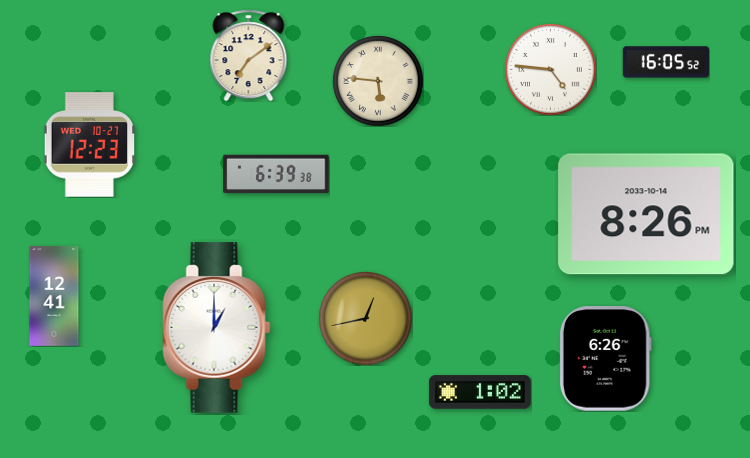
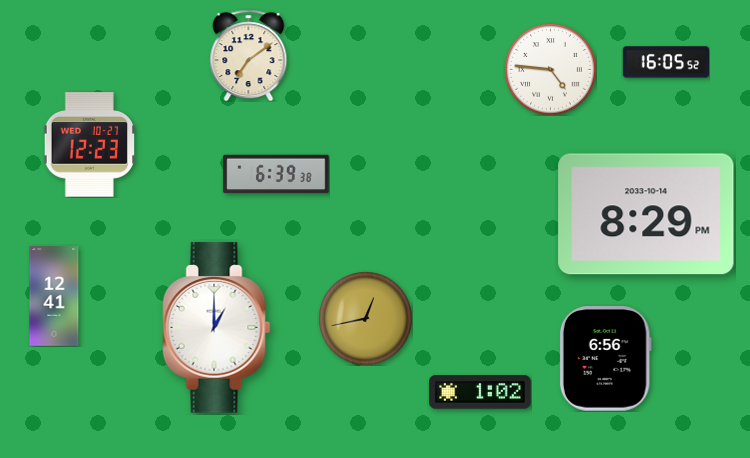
clock at (378, 81): 5:46 -> none
clock at (646, 214): 8:26 -> 8:29
clock at (605, 359): 6:26 -> 6:56
